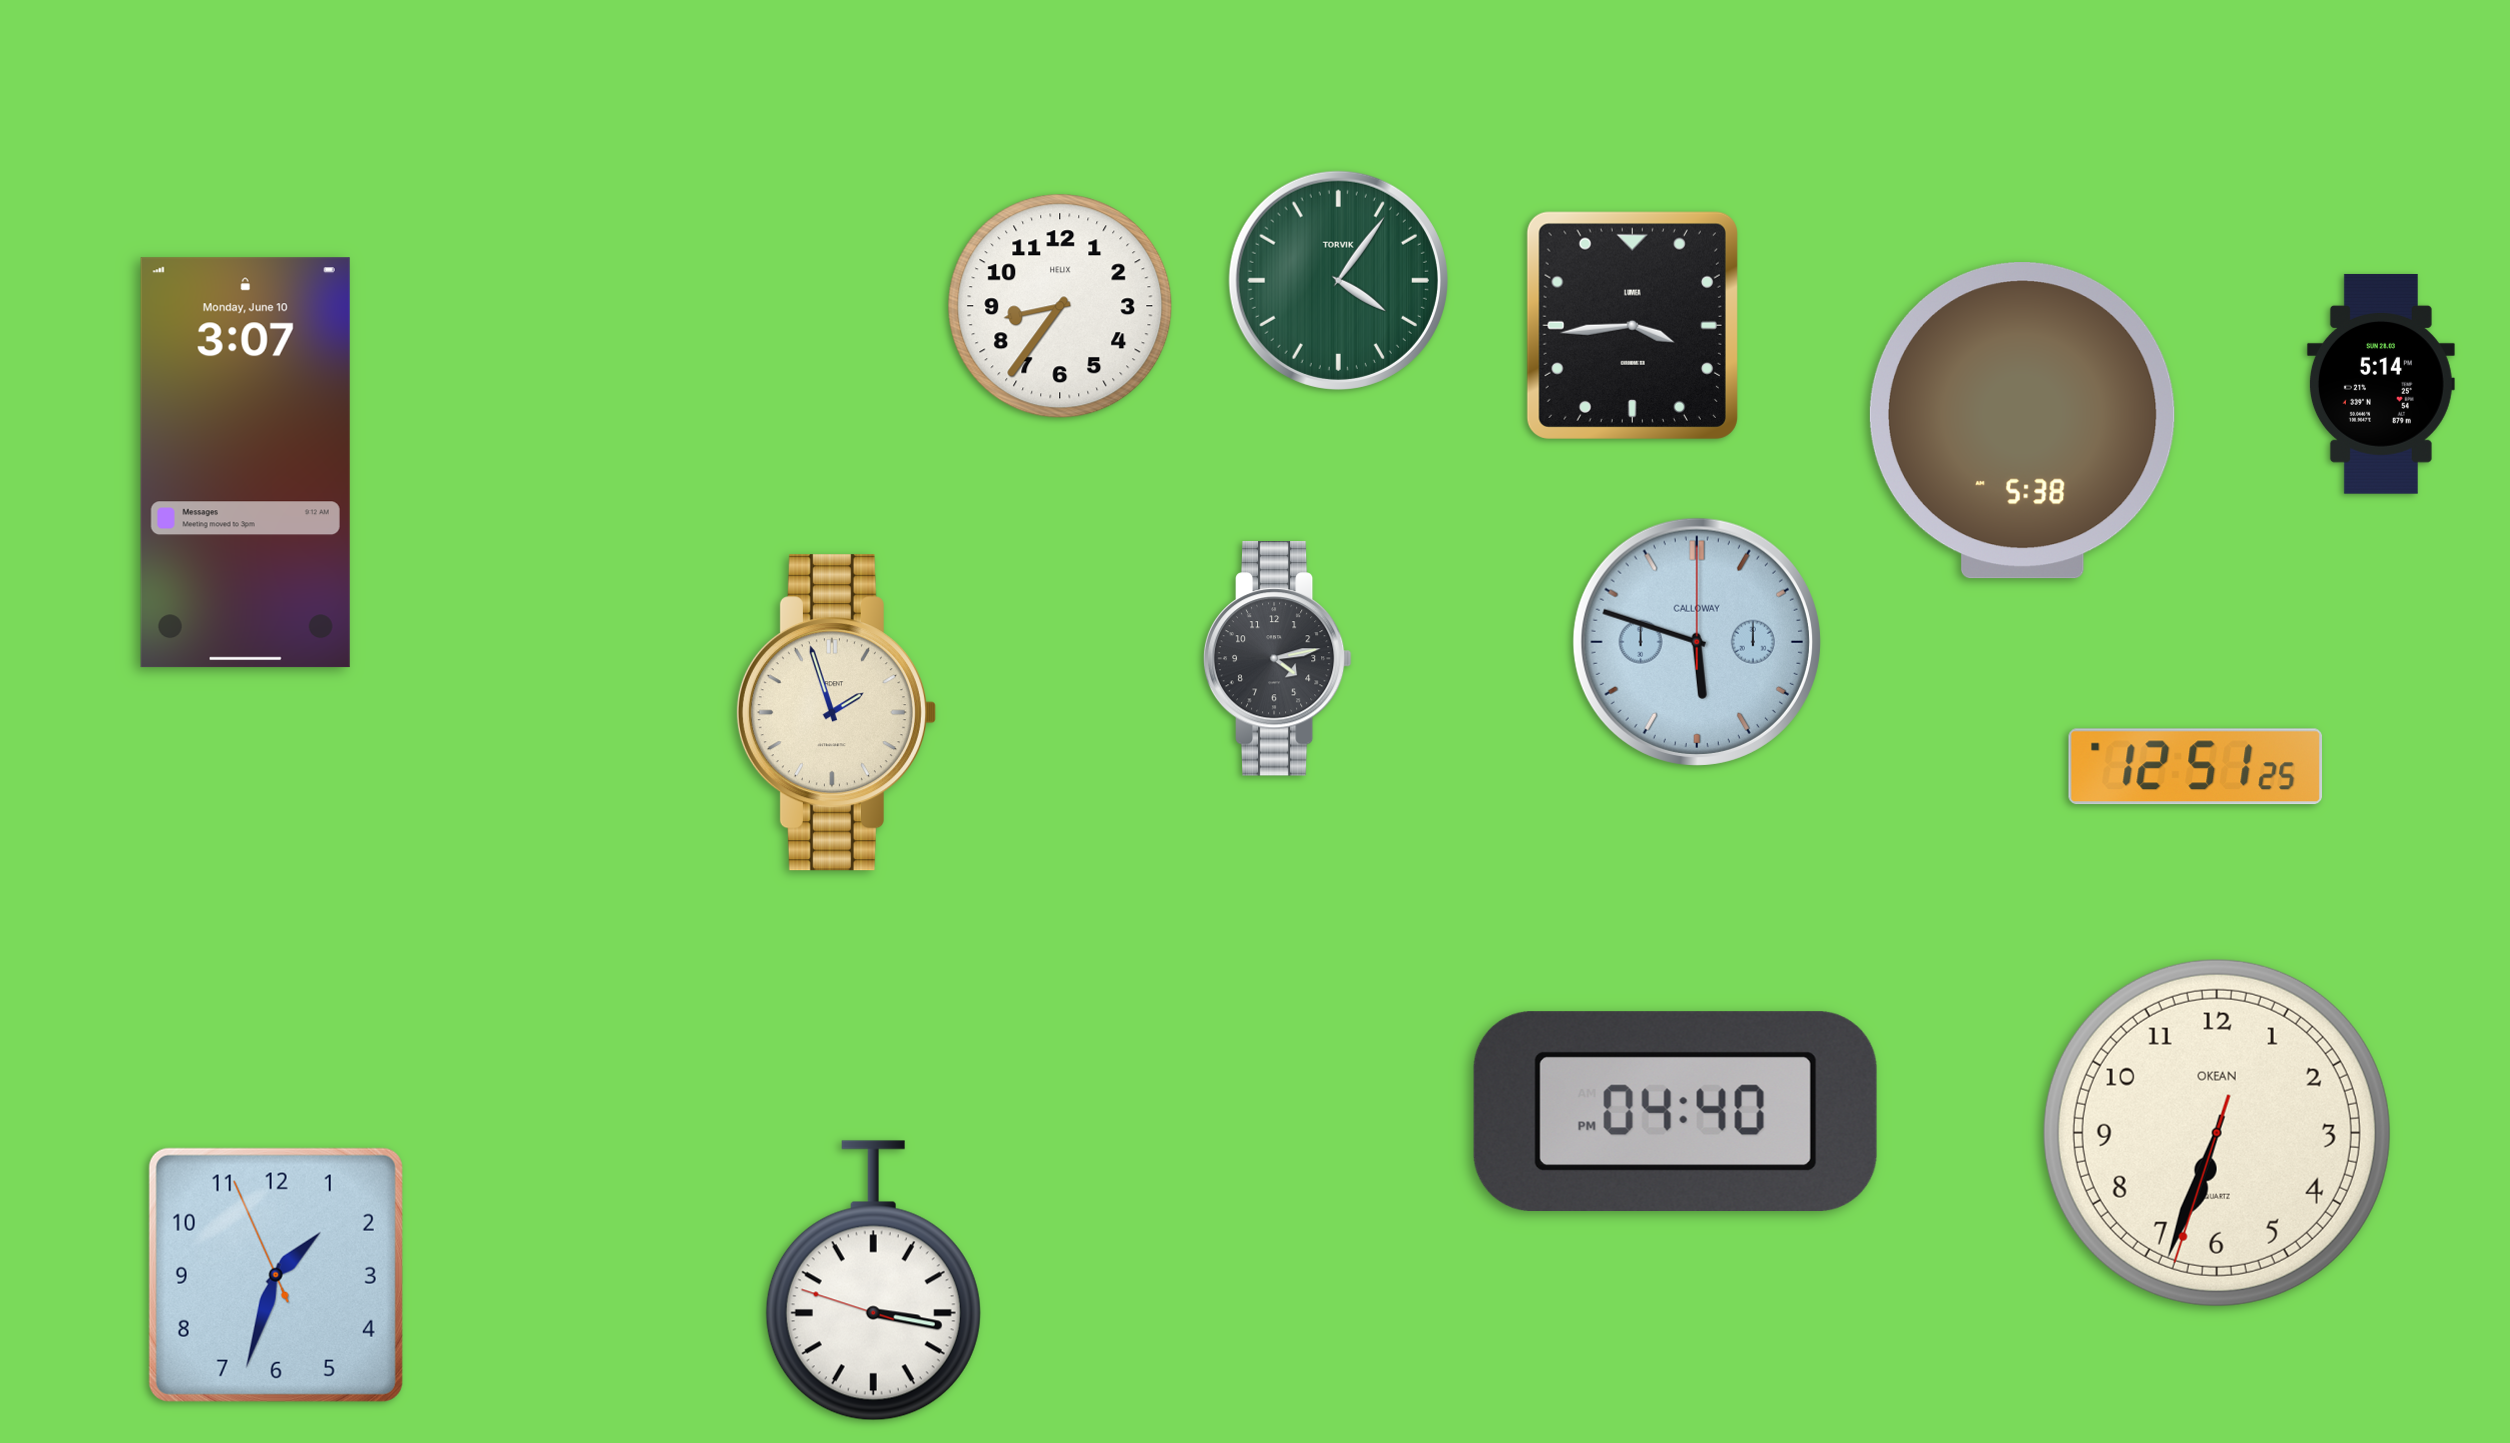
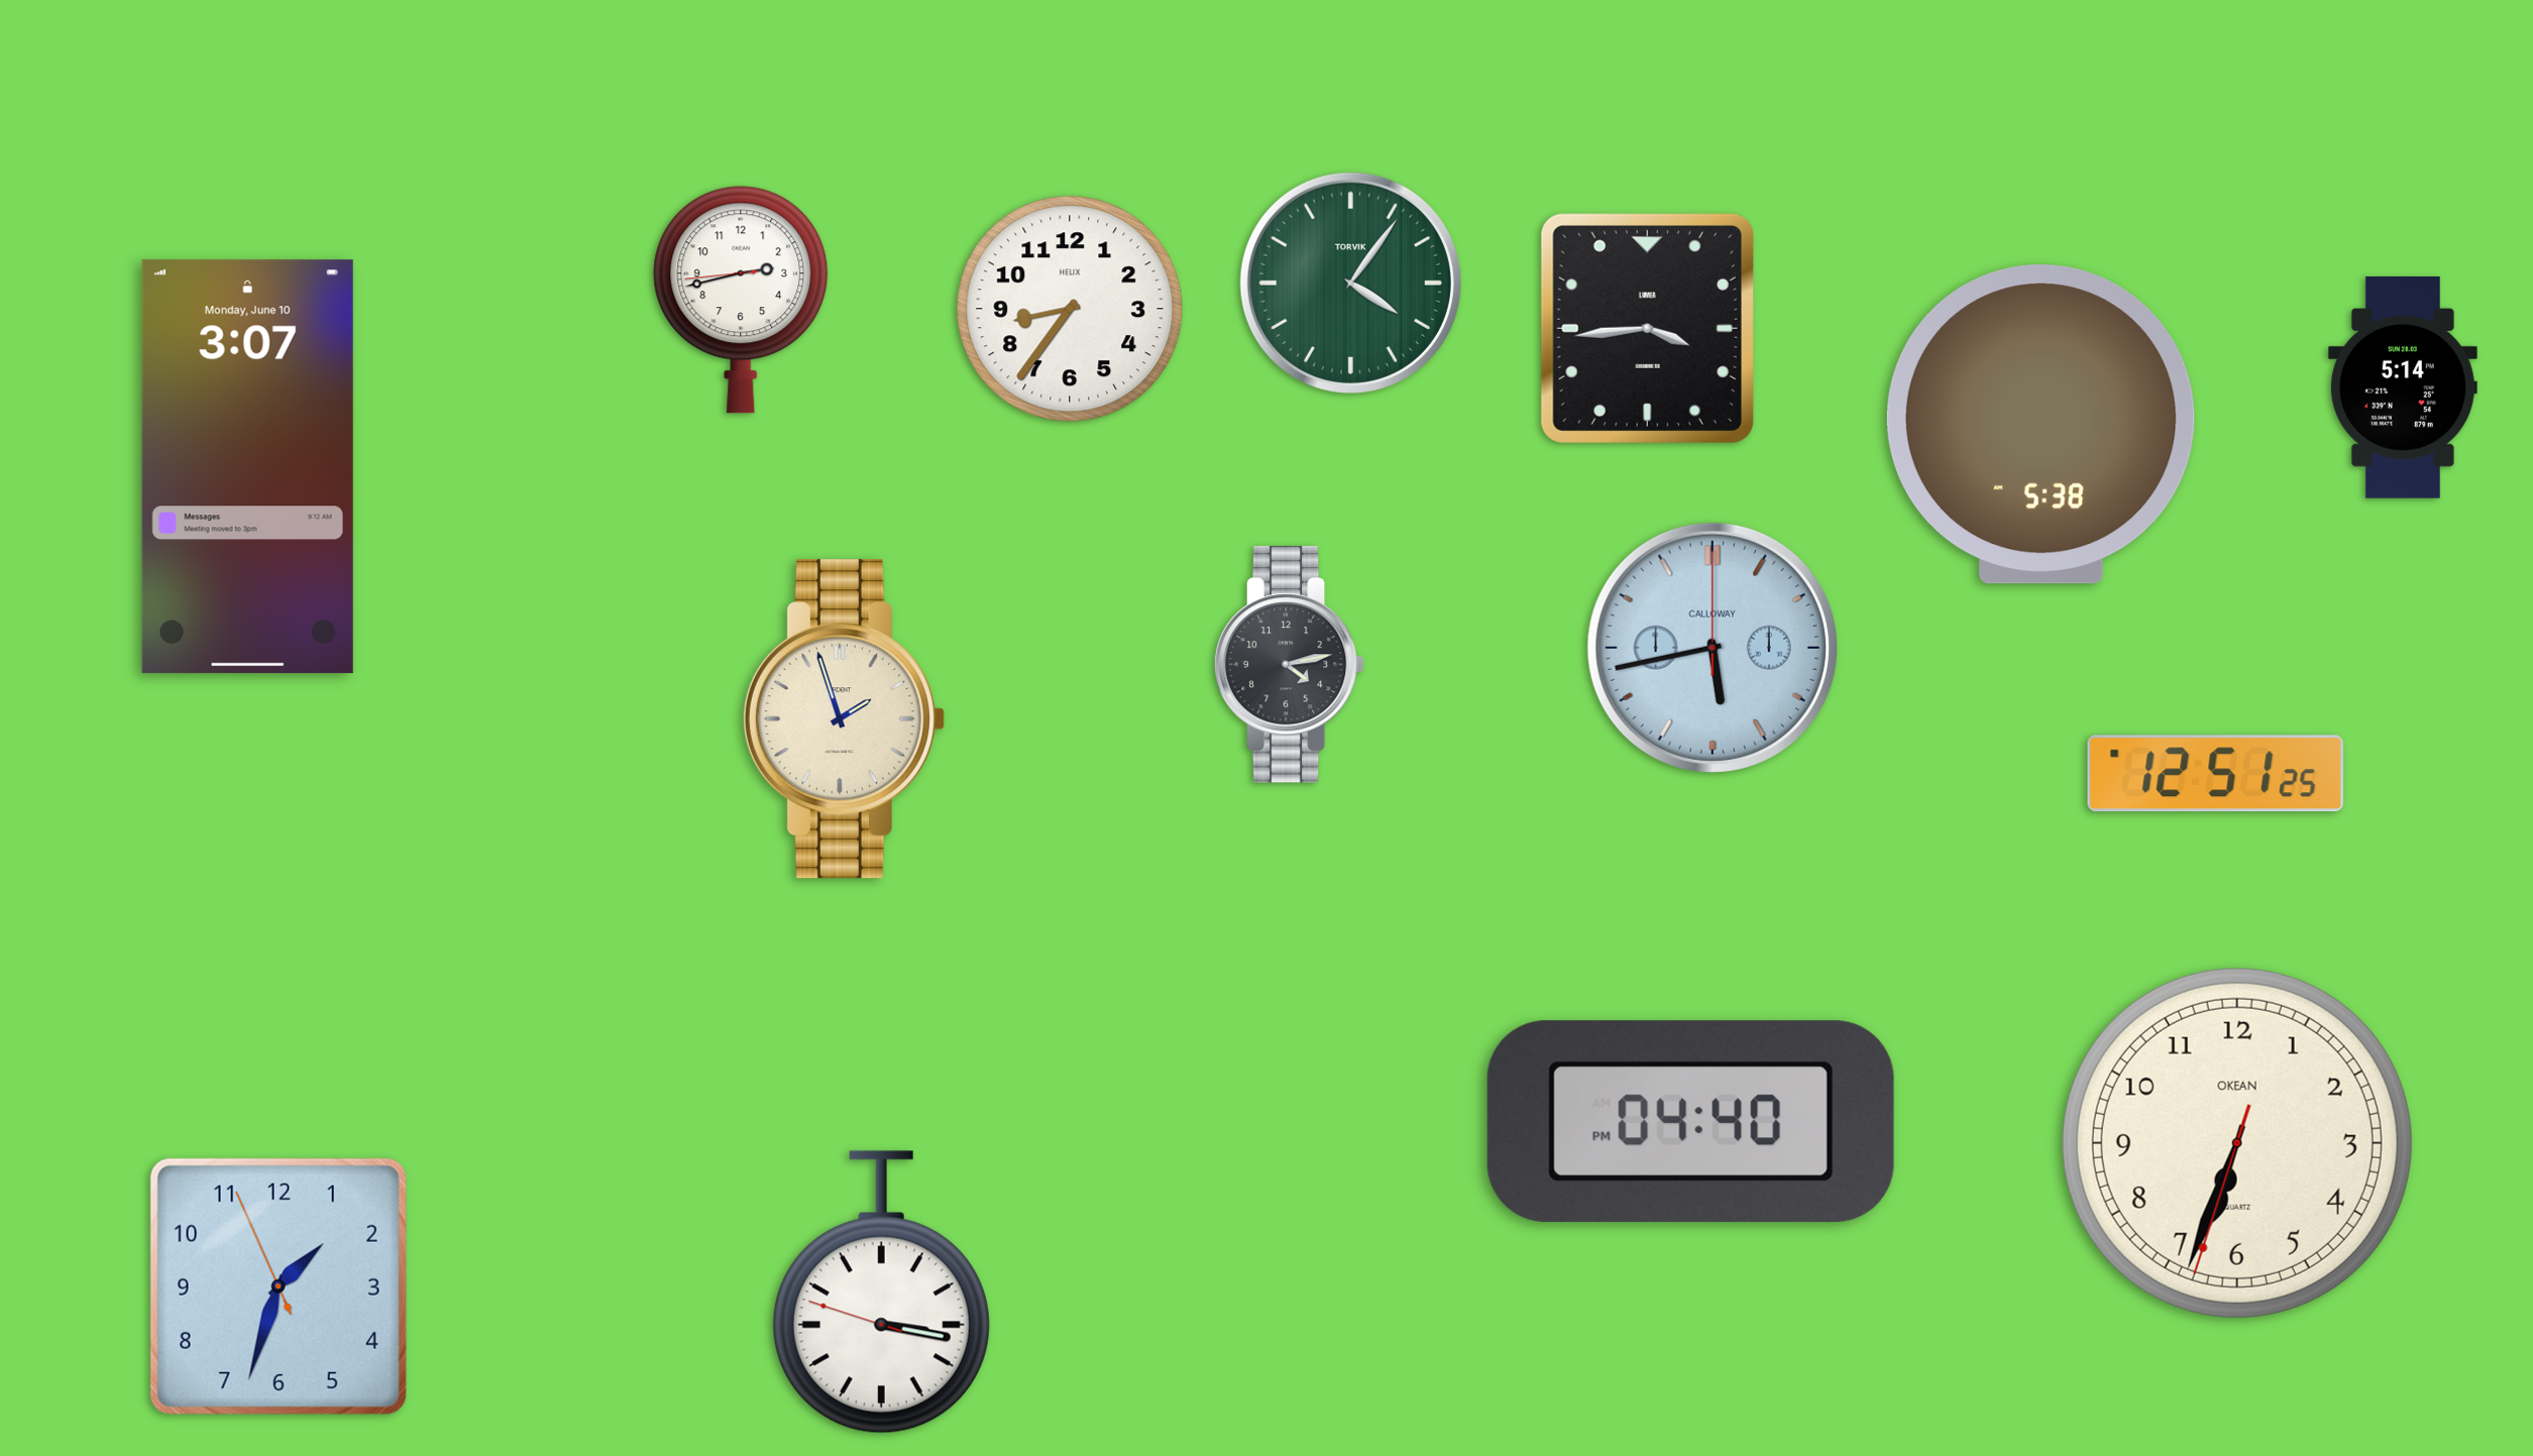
clock at (741, 300): none -> 2:42
clock at (1697, 642): 5:48 -> 5:43
